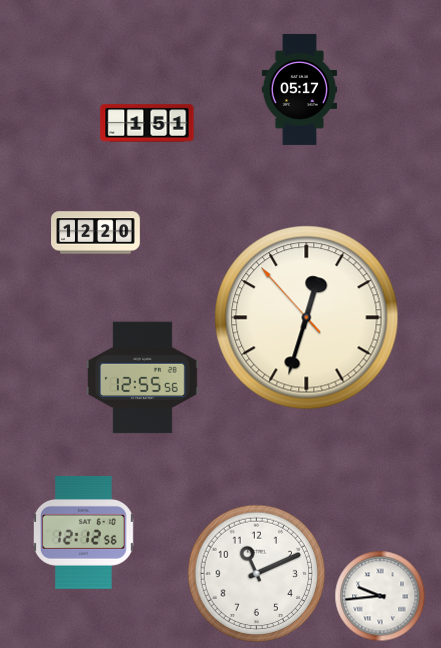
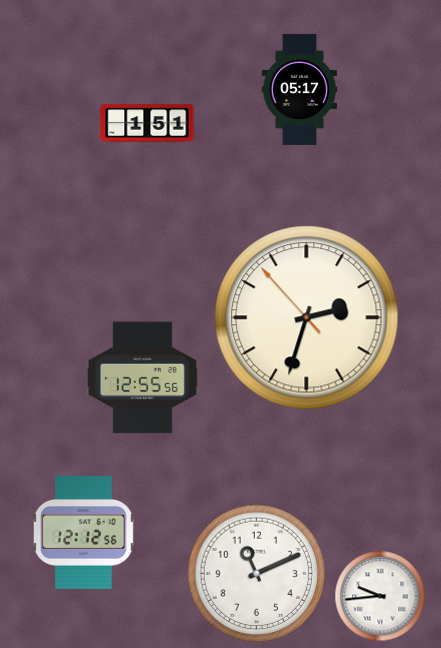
clock at (96, 233): 12:20 -> none
clock at (307, 318): 12:32 -> 2:32
